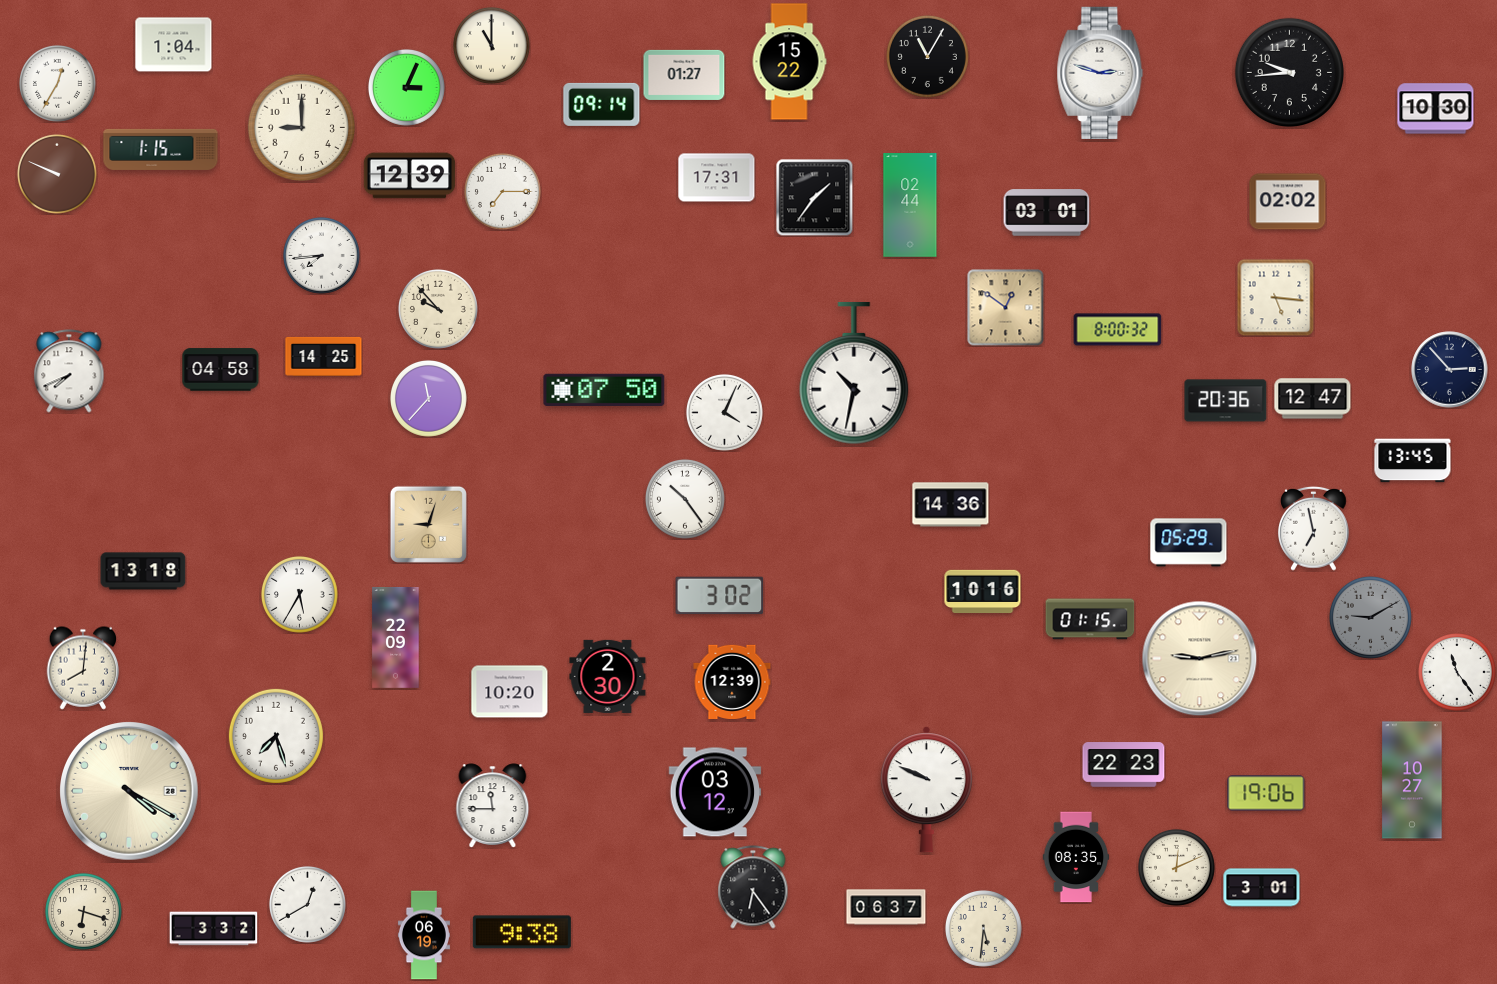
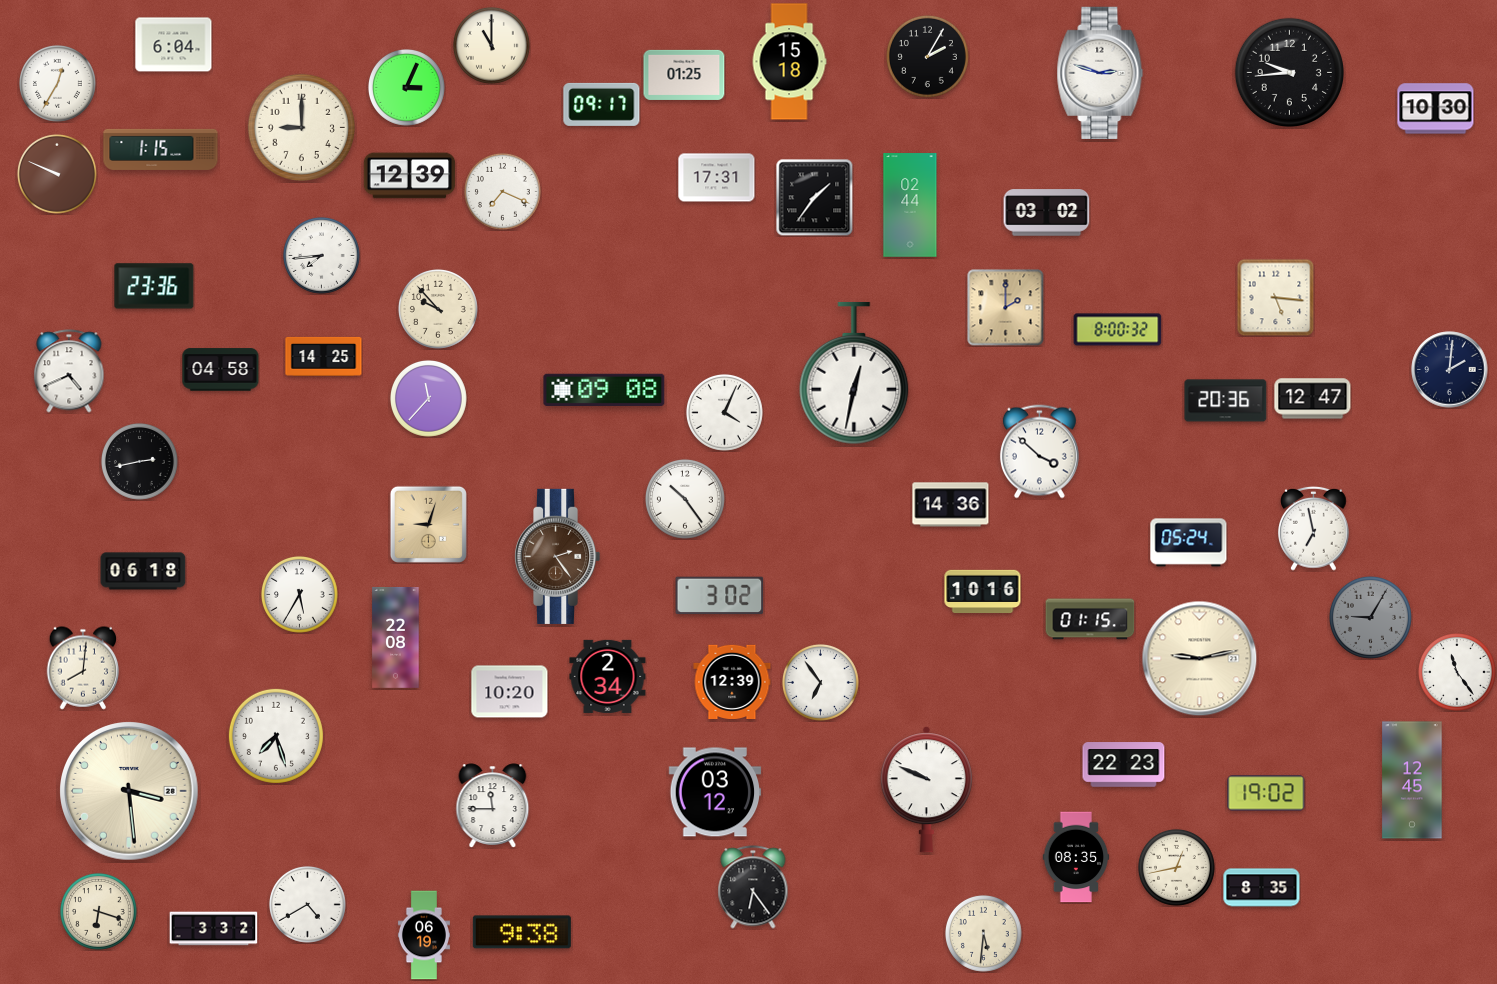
clock at (174, 45): 1:04 -> 6:04
clock at (927, 56): 11:05 -> 2:05
clock at (789, 62): 15:22 -> 15:18
clock at (684, 75): 01:27 -> 01:25
clock at (602, 104): 09:14 -> 09:17
clock at (503, 192): 7:15 -> 7:19
clock at (1288, 202): 02:02 -> none
clock at (1047, 213): 03:01 -> 03:02
clock at (154, 286): none -> 23:36
clock at (1006, 308): 12:51 -> 2:00
clock at (1450, 370): 2:53 -> 2:01
clock at (69, 371): 7:41 -> 4:41
clock at (854, 373): 10:32 -> 12:32
clock at (604, 390): 07:50 -> 09:08
clock at (1039, 452): none -> 3:52
clock at (1413, 461): 13:45 -> none
clock at (140, 462): none -> 2:43
clock at (1189, 543): 05:29 -> 05:24
clock at (557, 556): none -> 2:24
clock at (143, 571): 13:18 -> 06:18
clock at (1370, 617): 9:10 -> 9:05
clock at (396, 638): 22:09 -> 22:08
clock at (608, 676): 2:30 -> 2:34
clock at (821, 683): none -> 6:54
clock at (1412, 780): 10:27 -> 12:45
clock at (130, 792): 4:20 -> 3:29
clock at (1266, 793): 19:06 -> 19:02
clock at (1177, 868): 12:11 -> 12:43
clock at (1262, 888): 3:01 -> 8:35
clock at (308, 905): 12:40 -> 4:40
clock at (886, 907): 06:37 -> none
clock at (84, 912) position: (84, 912) -> (99, 912)
clock at (984, 929) position: (984, 929) -> (984, 934)
